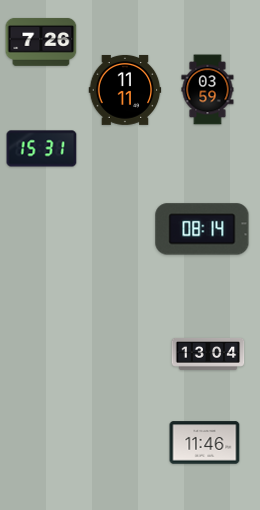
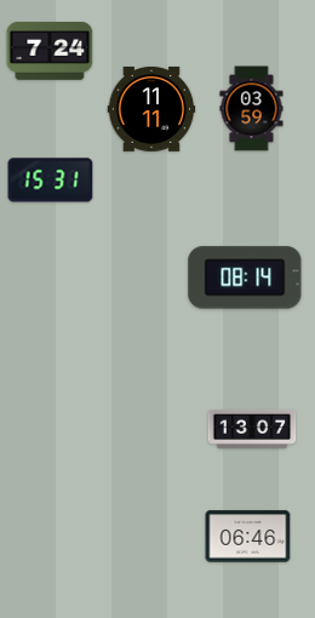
clock at (41, 42): 7:26 -> 7:24
clock at (208, 354): 13:04 -> 13:07
clock at (205, 443): 11:46 -> 06:46
